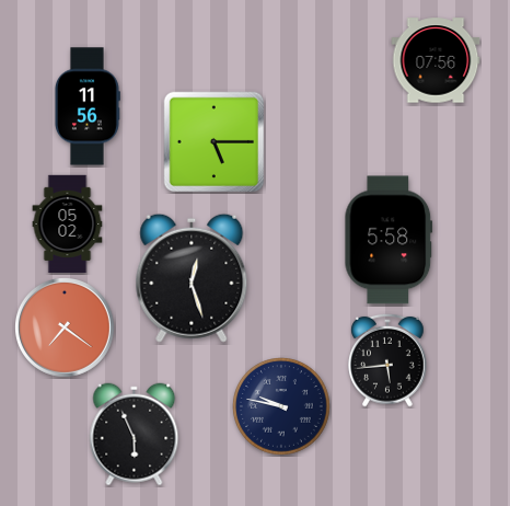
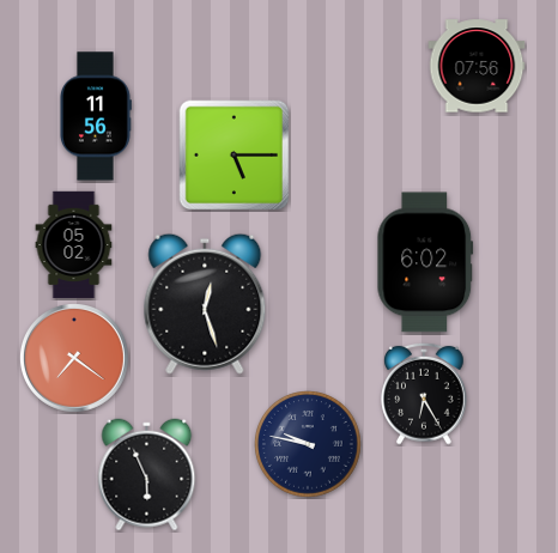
clock at (389, 240): 5:58 -> 6:02
clock at (192, 278) position: (192, 278) -> (205, 304)
clock at (66, 329) position: (66, 329) -> (75, 359)
clock at (387, 360): 5:44 -> 6:25
